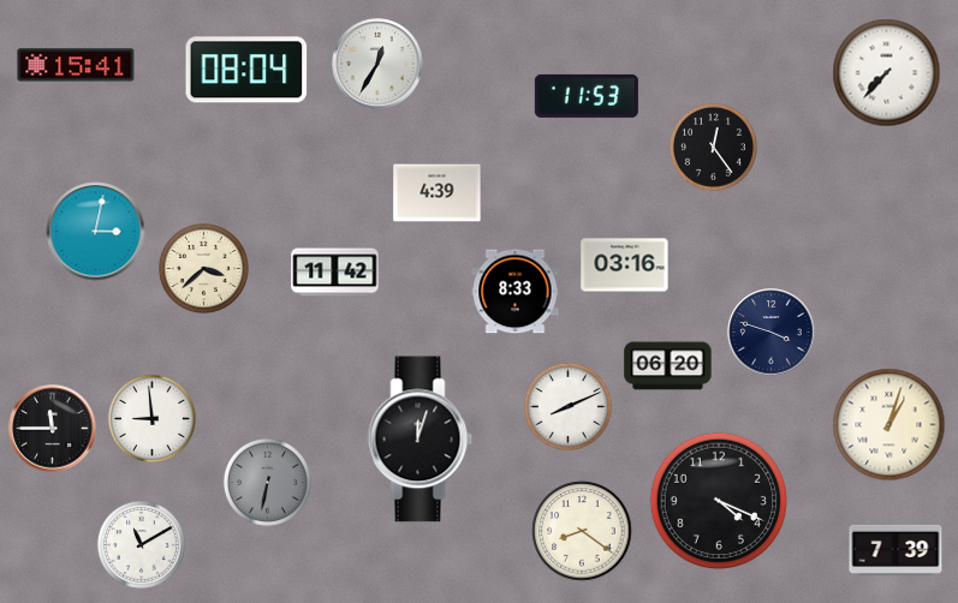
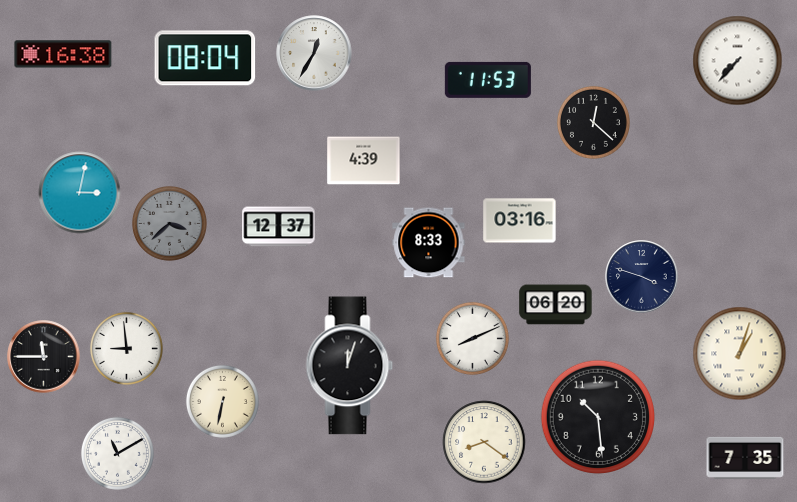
clock at (76, 65): 15:41 -> 16:38
clock at (713, 147): 12:24 -> 12:22
clock at (203, 268) dial: cream -> grey
clock at (335, 273): 11:42 -> 12:37
clock at (267, 482) dial: grey -> cream
clock at (718, 500): 4:19 -> 10:29
clock at (895, 550): 7:39 -> 7:35
